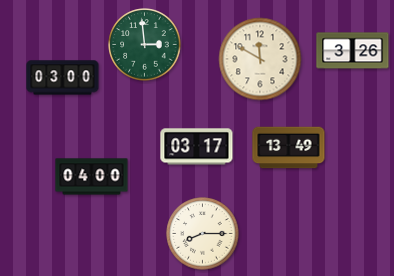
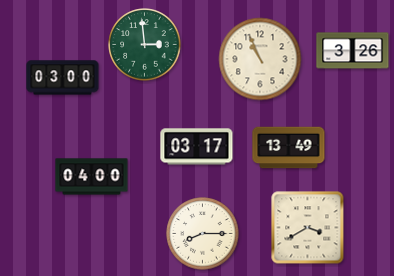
clock at (260, 59): 11:50 -> 10:56
clock at (308, 228): none -> 3:40
